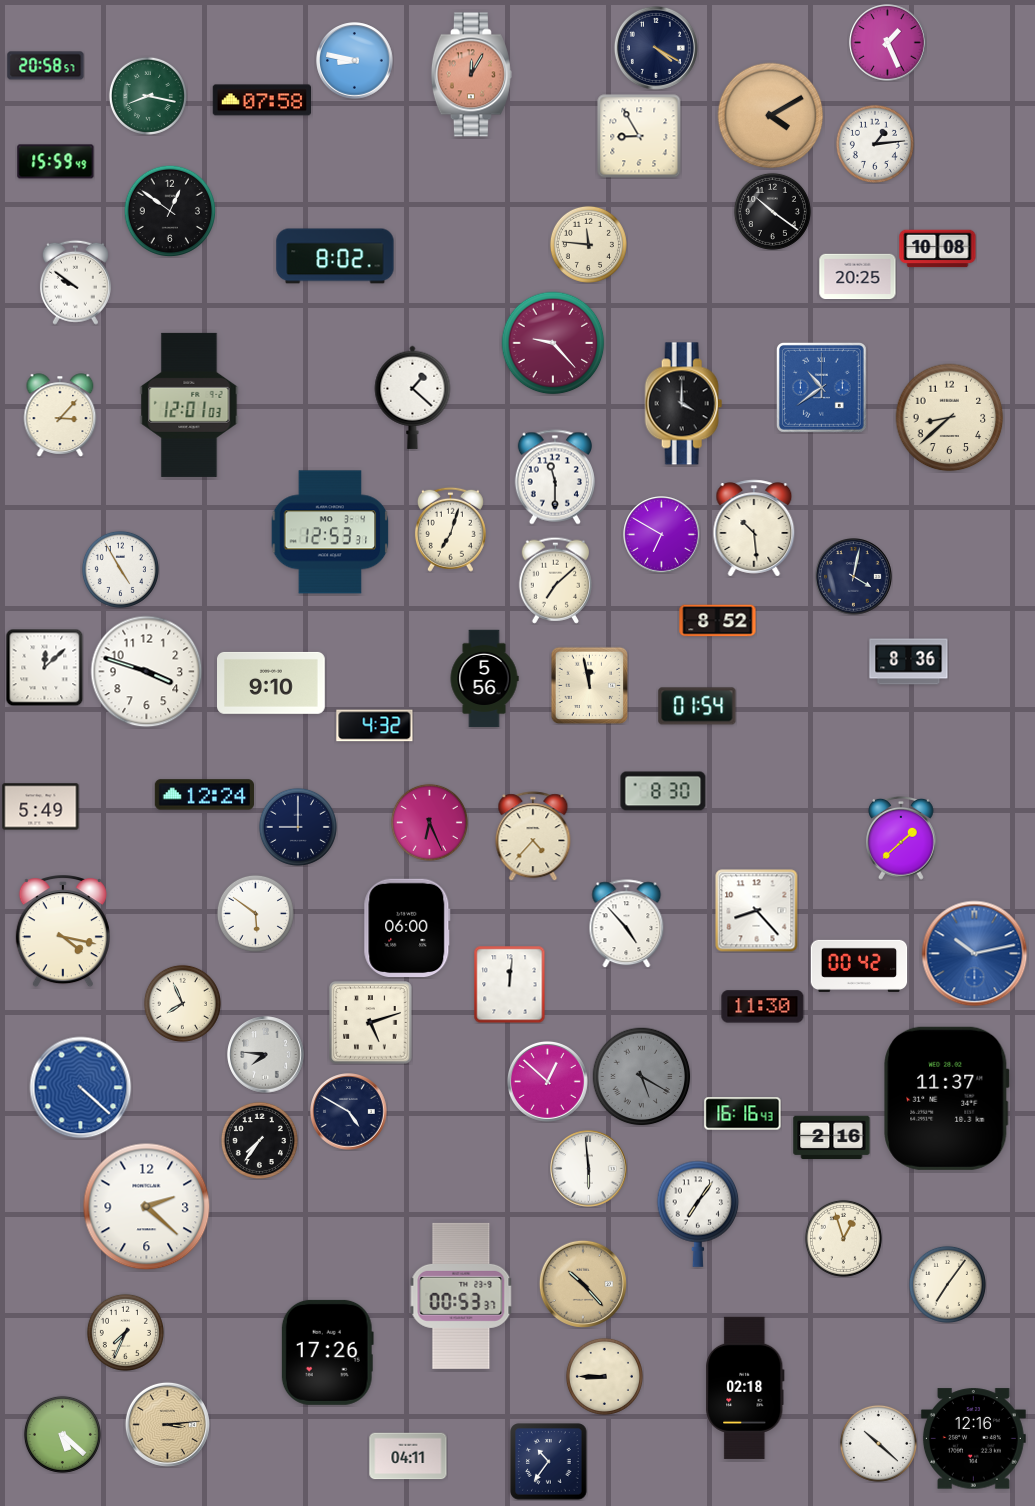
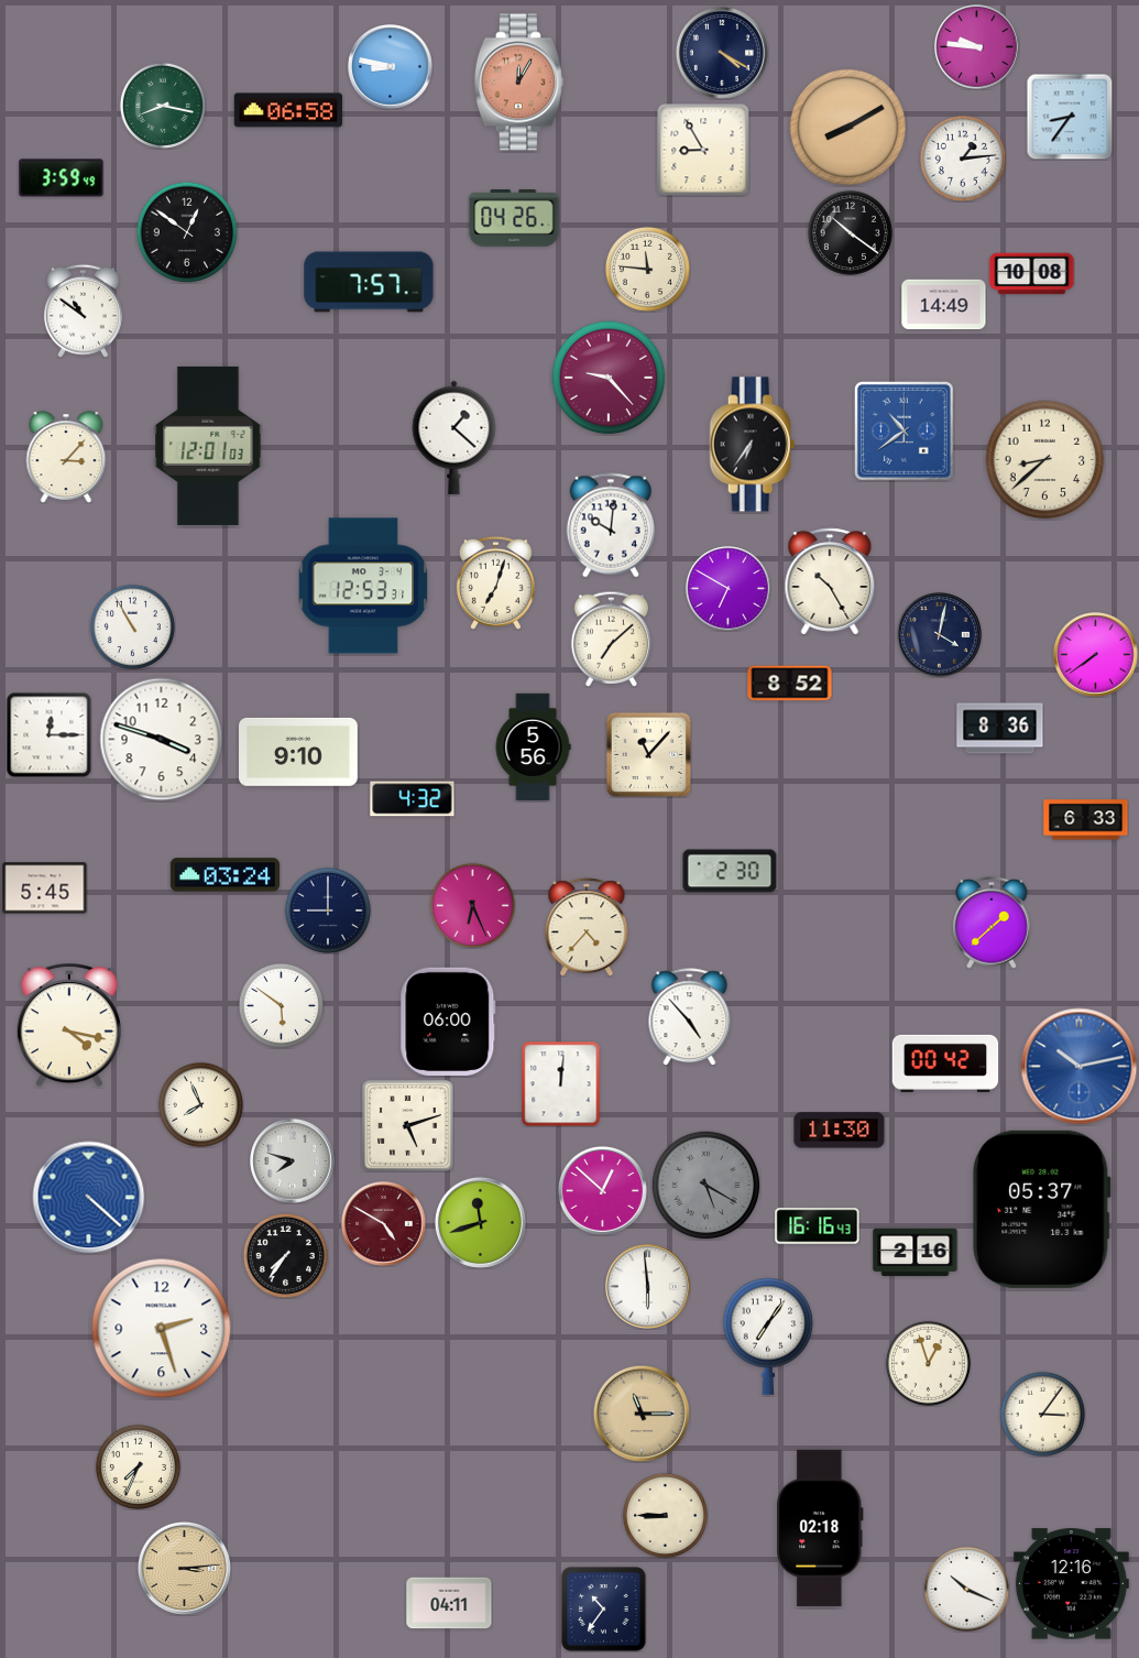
clock at (888, 43): 1:26 -> 9:46
clock at (46, 66): 20:58 -> none
clock at (261, 100): 07:58 -> 06:58
clock at (1070, 117): none -> 8:36
clock at (771, 116): 4:10 -> 8:10
clock at (56, 162): 15:59 -> 3:59
clock at (514, 219): none -> 04:26
clock at (335, 256): 8:02 -> 7:57
clock at (858, 277): 20:25 -> 14:49
clock at (75, 282): 9:51 -> 10:51
clock at (821, 387) position: (821, 387) -> (903, 430)
clock at (684, 404): 4:00 -> 6:36
clock at (555, 477): 11:30 -> 10:01
clock at (754, 528): 10:29 -> 10:25
clock at (120, 569): 4:55 -> 10:55
clock at (1096, 655): none -> 7:39
clock at (44, 667): 12:08 -> 12:15
clock at (589, 685): 11:58 -> 11:07
clock at (697, 706): 01:54 -> none
clock at (1086, 820): none -> 6:33
clock at (663, 791): 8:30 -> 2:30
clock at (204, 795): 12:24 -> 03:24
clock at (41, 807): 5:49 -> 5:45
clock at (533, 836) position: (533, 836) -> (587, 927)
clock at (757, 911): 8:23 -> none
clock at (975, 954) position: (975, 954) -> (1080, 1067)
clock at (763, 1007) position: (763, 1007) -> (840, 1131)
clock at (266, 1055): 7:46 -> 7:48
clock at (947, 1098): 11:37 -> 05:37
clock at (480, 1222): none -> 11:42
clock at (349, 1112) dial: navy -> burgundy
clock at (147, 1207): 2:22 -> 2:27
clock at (583, 1284): 10:23 -> 11:15
clock at (947, 1284): 7:06 -> 3:06
clock at (461, 1296): 00:53 -> none
clock at (327, 1352): 17:26 -> none
clock at (62, 1434): 5:22 -> none
clock at (878, 1443): 10:22 -> 10:19
